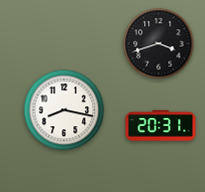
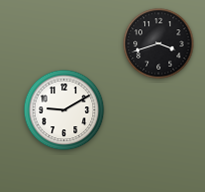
clock at (64, 110): 8:17 -> 9:10
clock at (161, 126): 20:31 -> none
